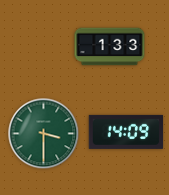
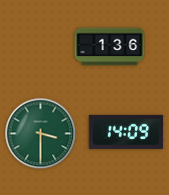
clock at (110, 47): 1:33 -> 1:36
clock at (44, 134) position: (44, 134) -> (41, 134)
